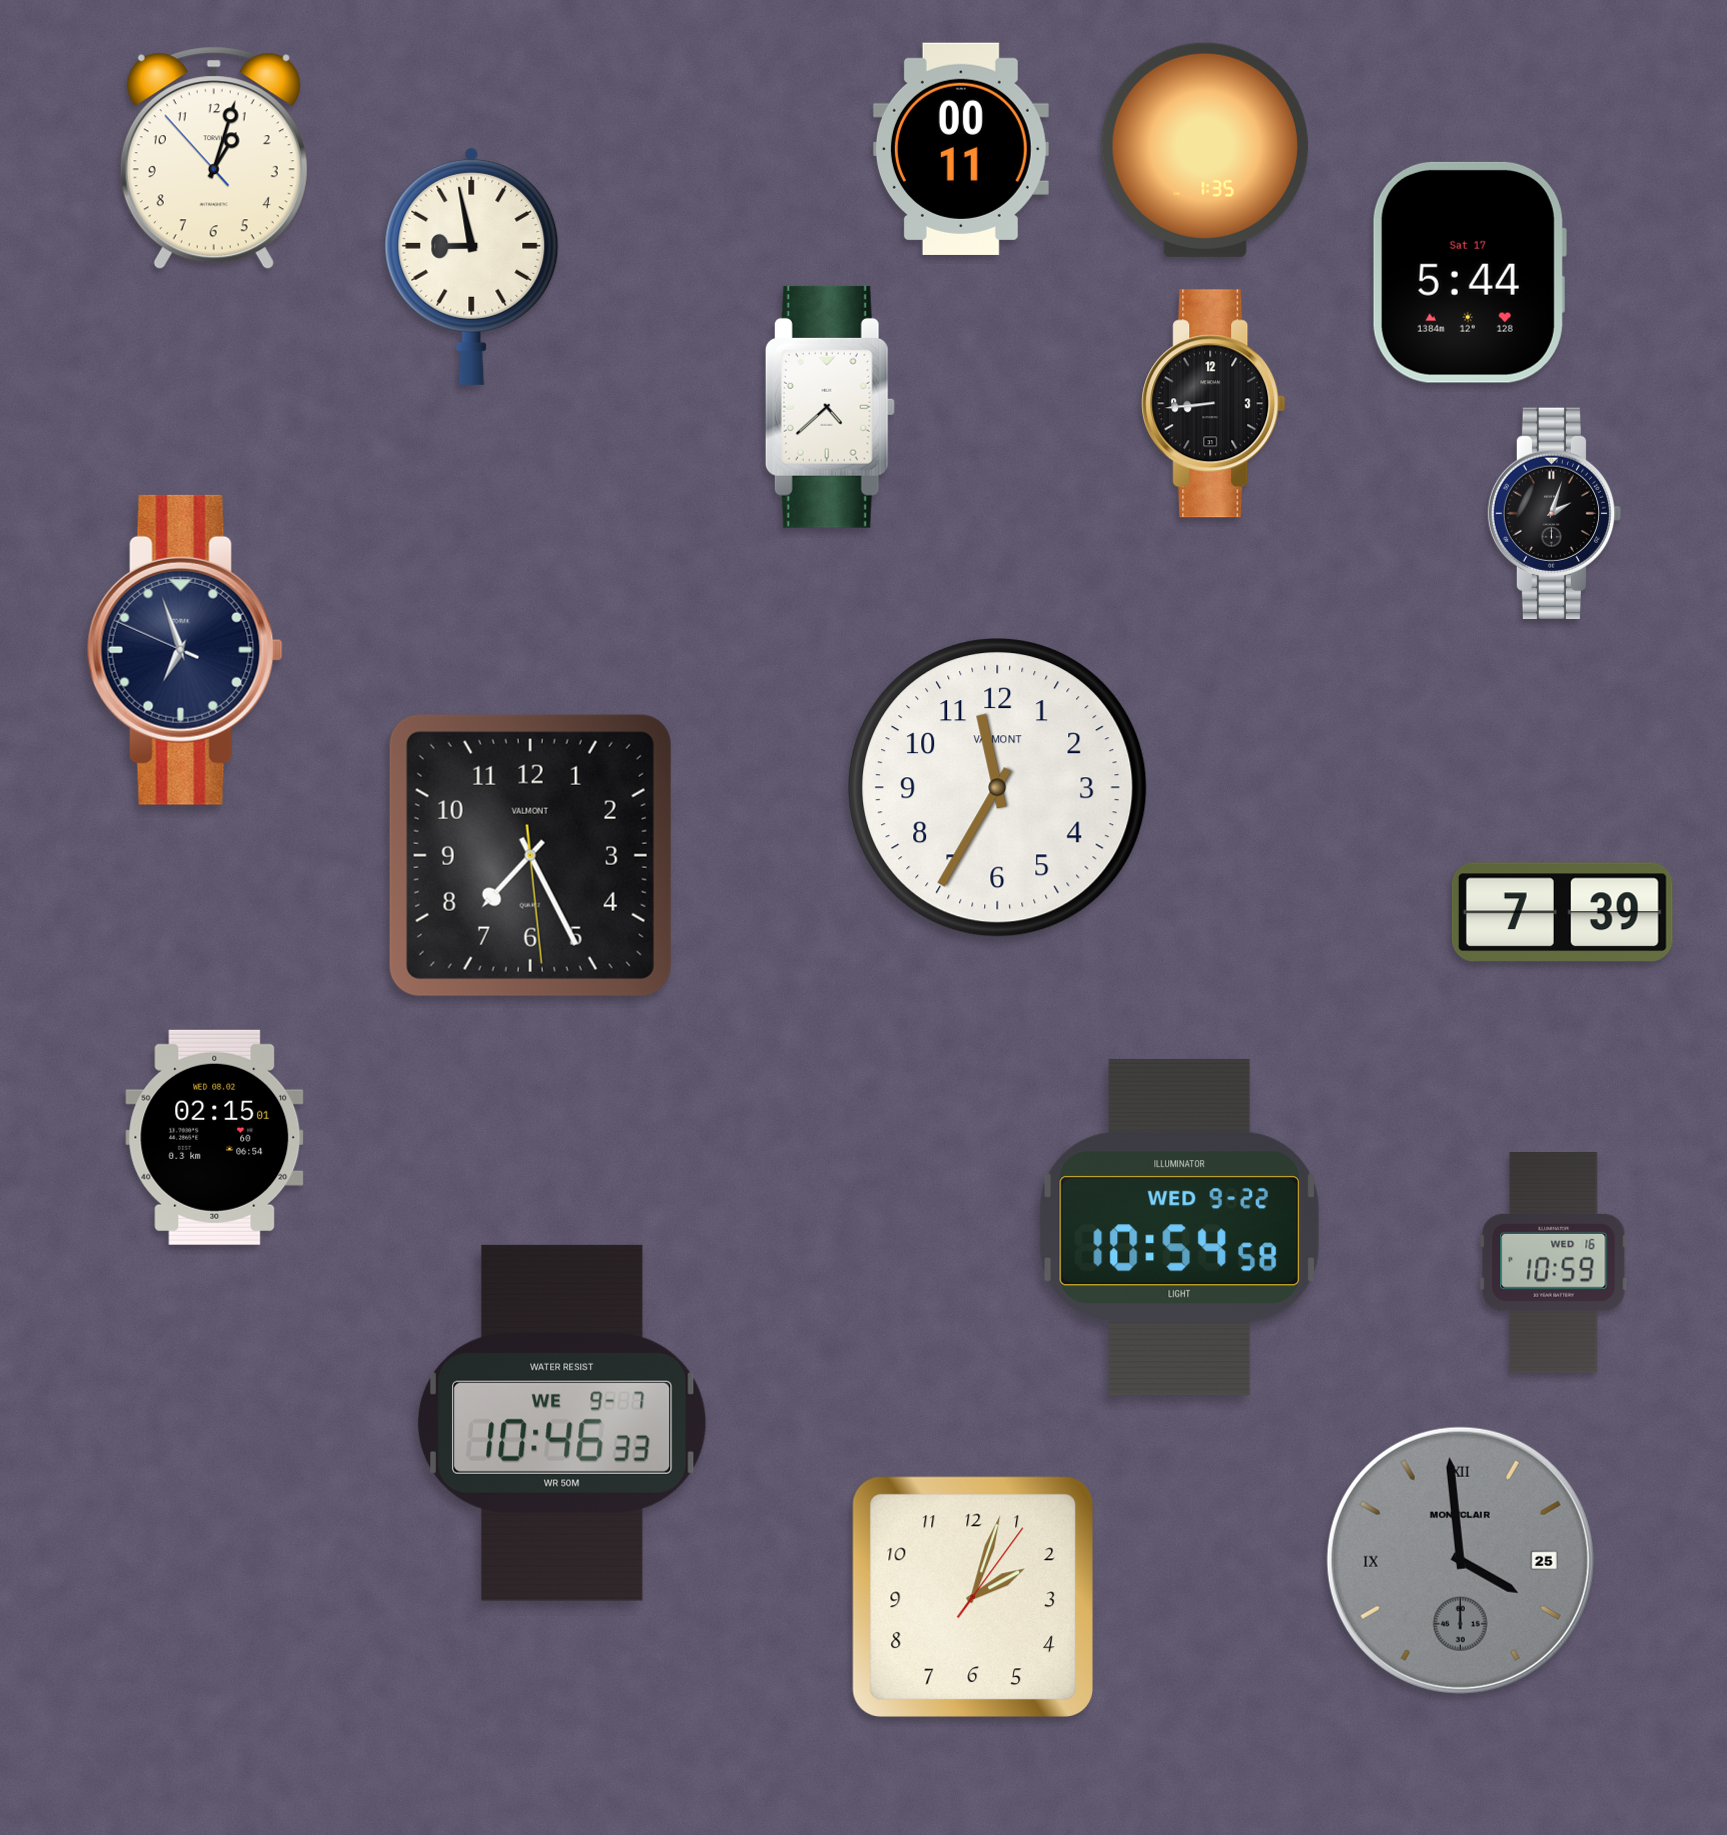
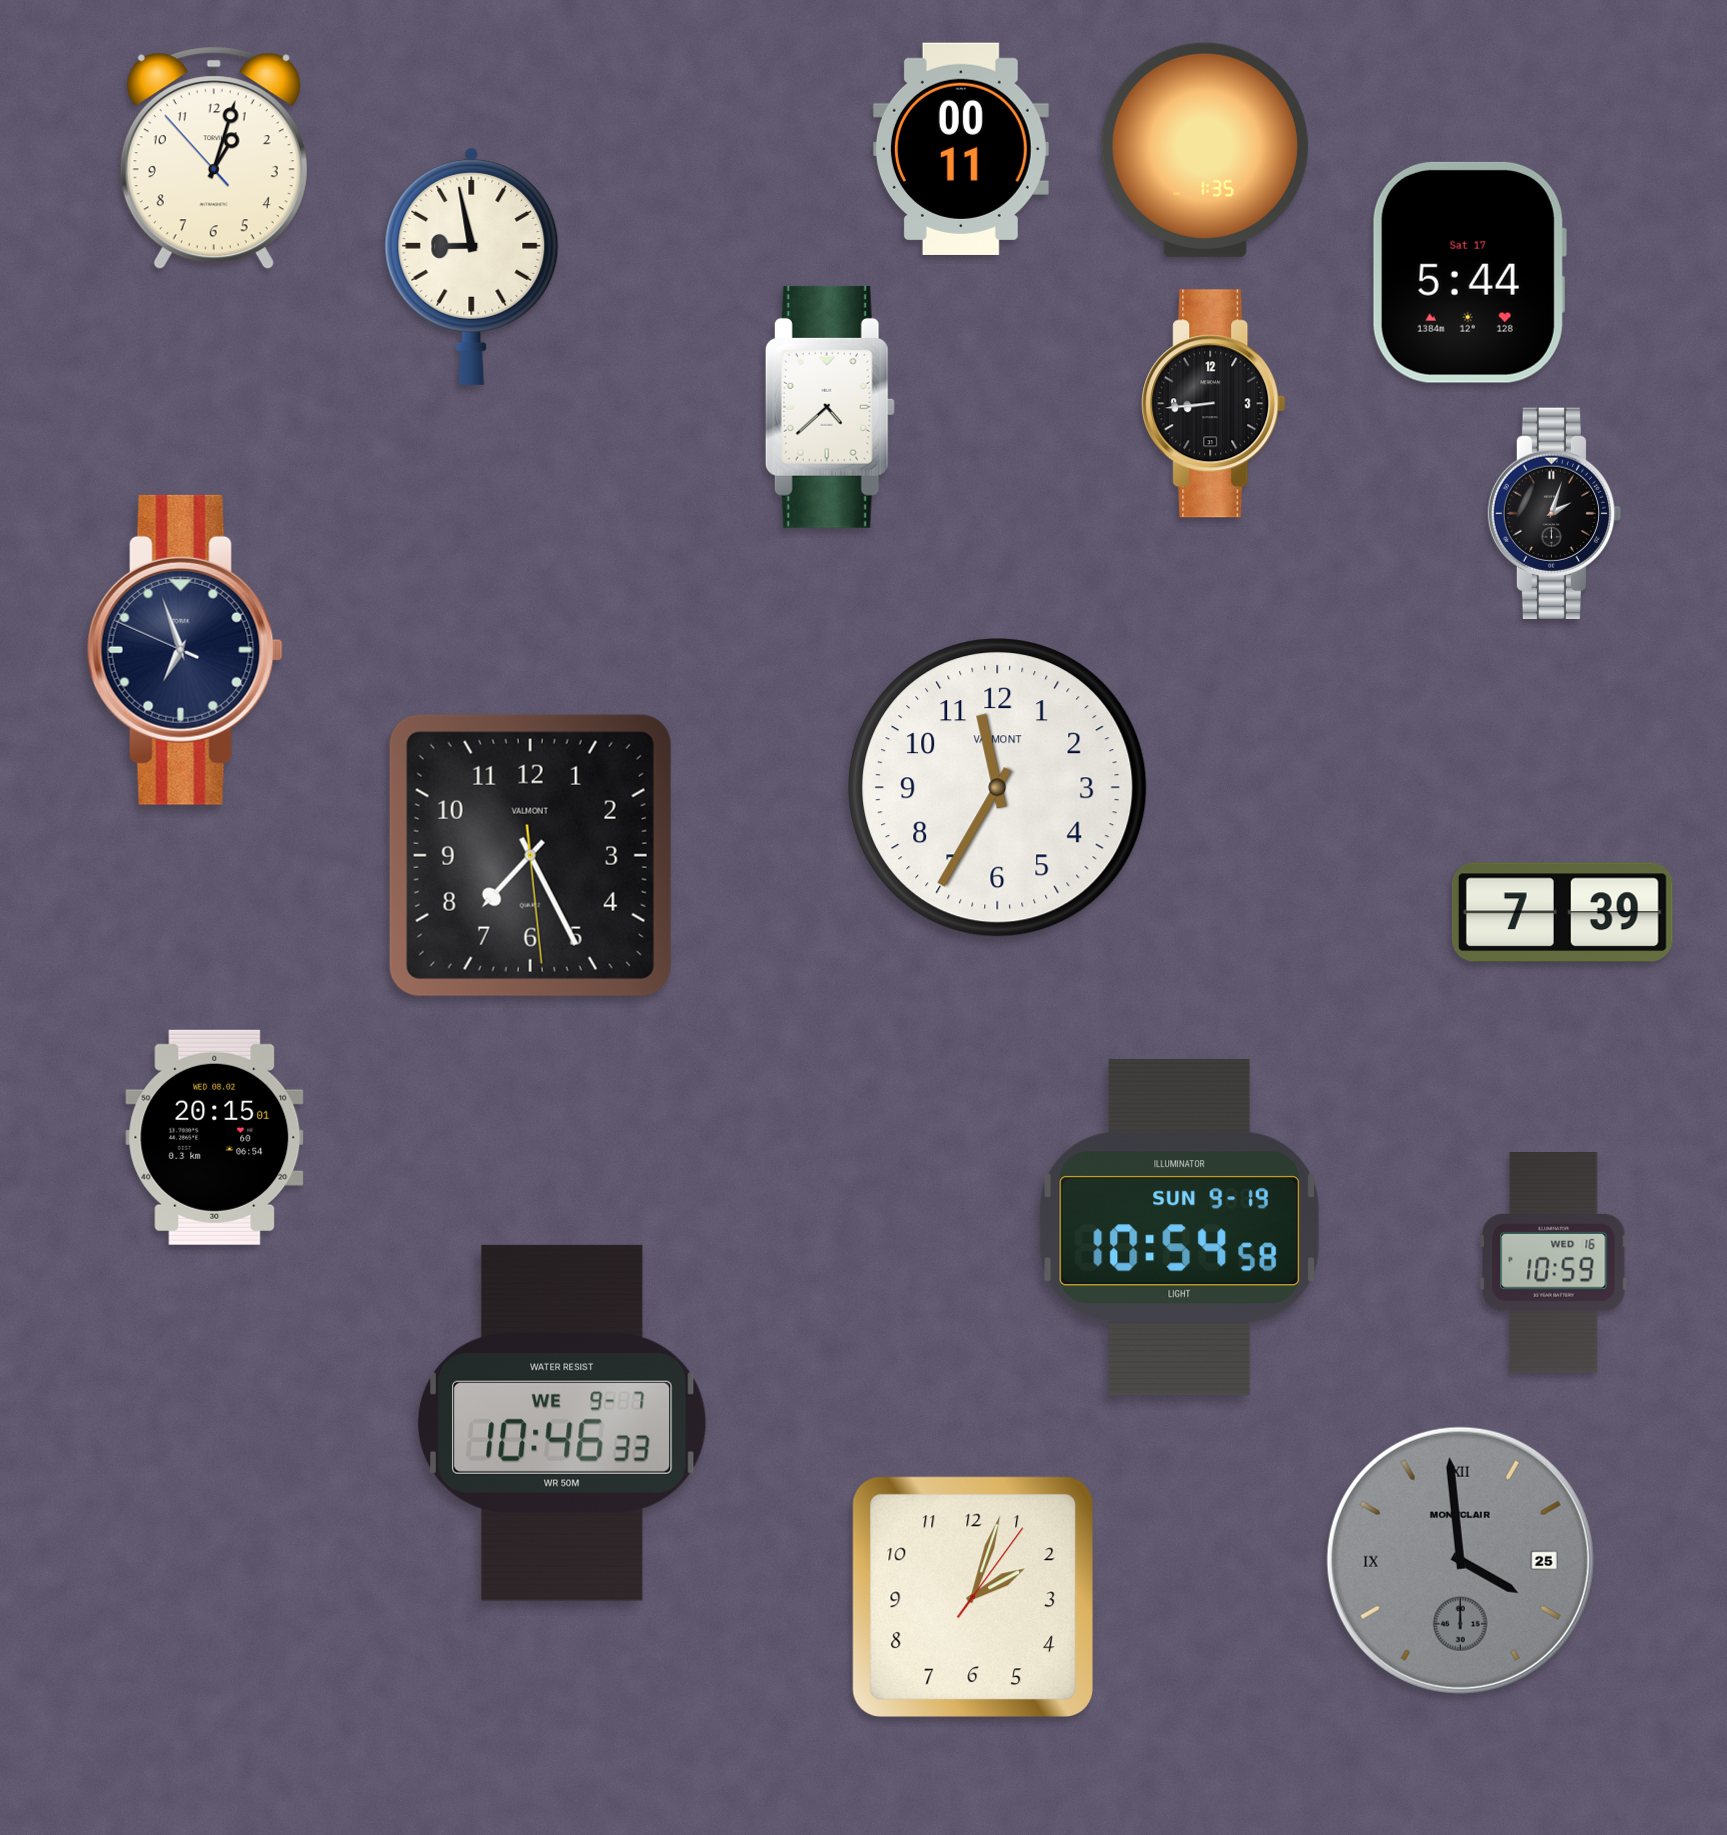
clock at (215, 1137): 02:15 -> 20:15
clock at (1179, 1227) date: WED 9-22 -> SUN 9-19
